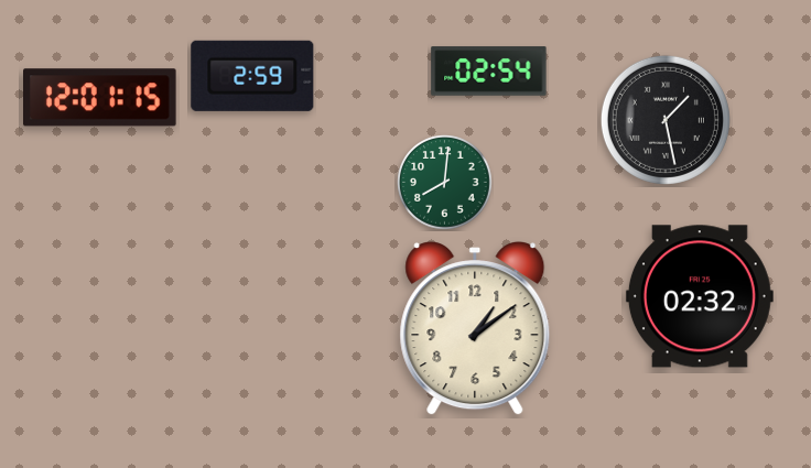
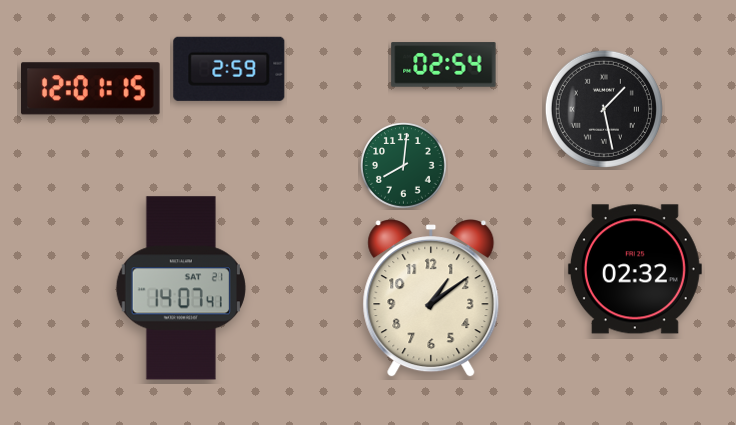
clock at (181, 288): none -> 14:07
